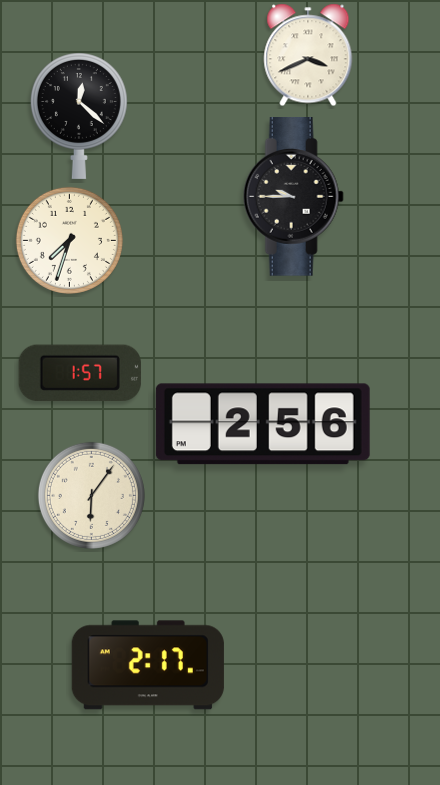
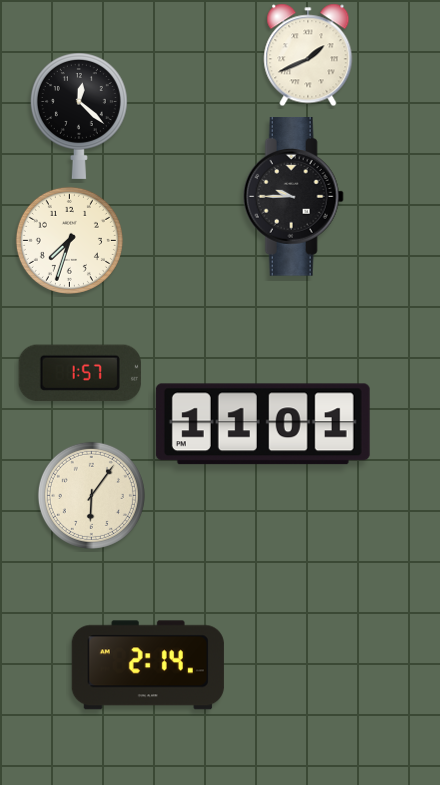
clock at (308, 55): 3:41 -> 1:41
clock at (263, 424): 2:56 -> 11:01
clock at (148, 665): 2:17 -> 2:14
